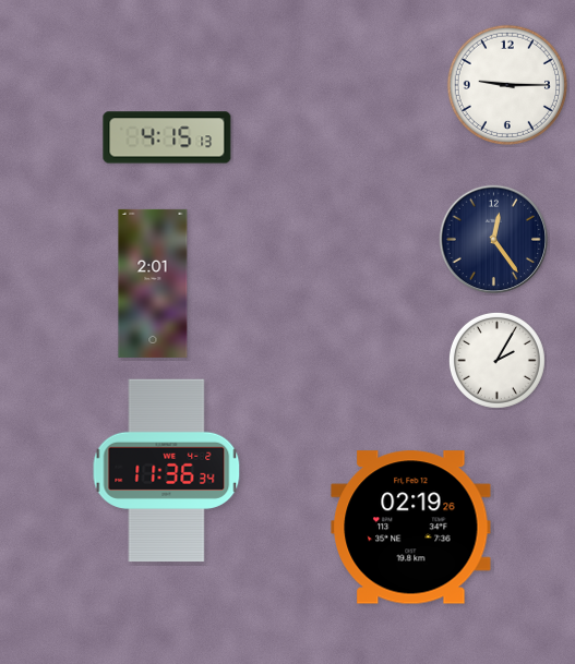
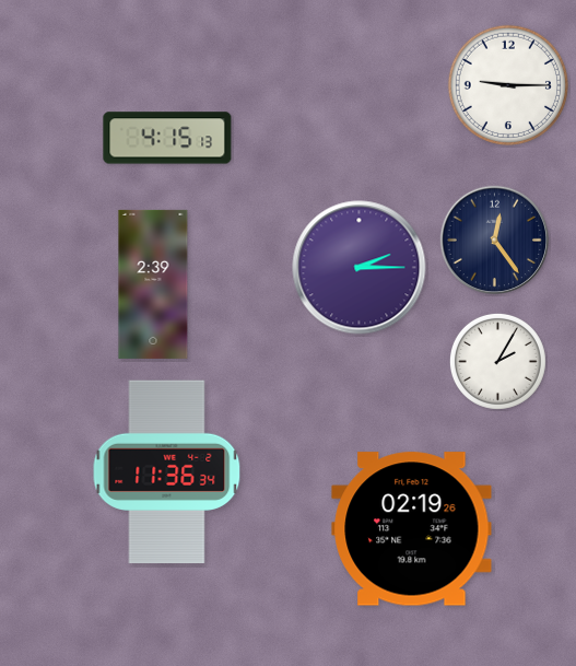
clock at (360, 268): none -> 2:15
clock at (153, 283): 2:01 -> 2:39
